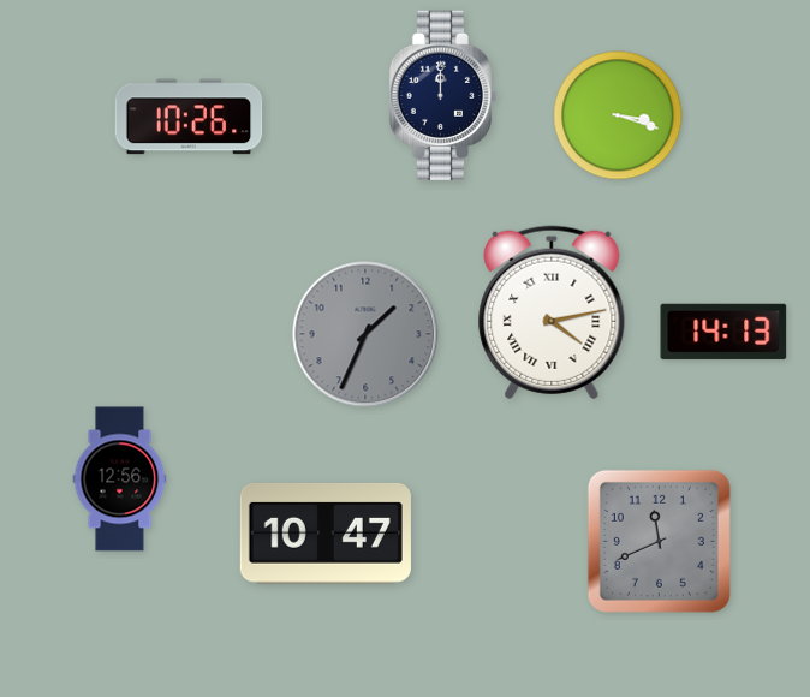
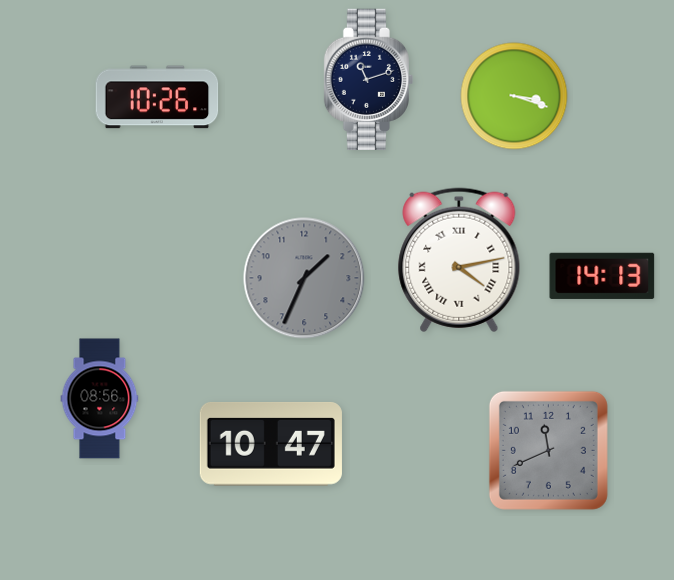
clock at (443, 95): 12:00 -> 11:12
clock at (120, 479): 12:56 -> 08:56
